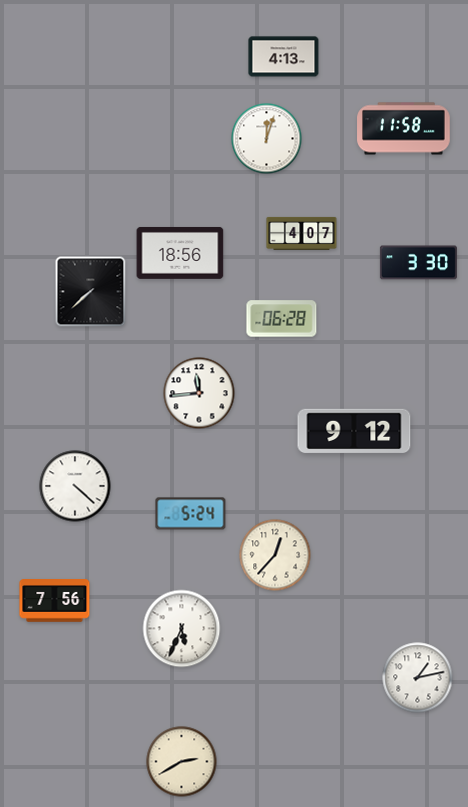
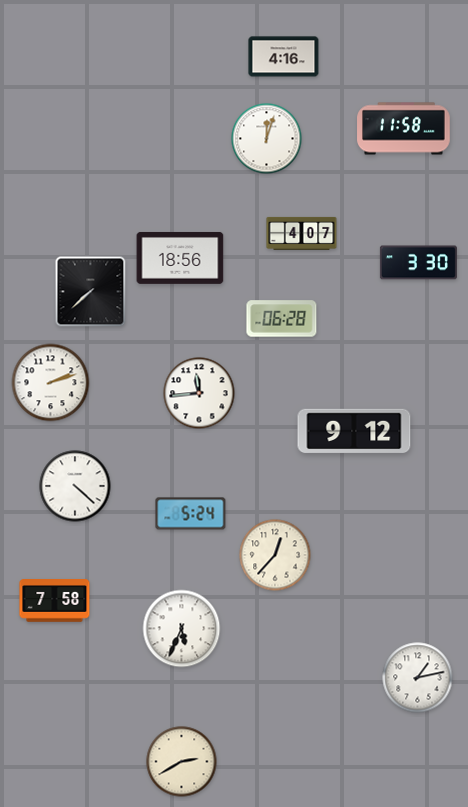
clock at (284, 57): 4:13 -> 4:16
clock at (180, 253) position: (180, 253) -> (180, 258)
clock at (51, 383): none -> 2:12
clock at (55, 601): 7:56 -> 7:58
